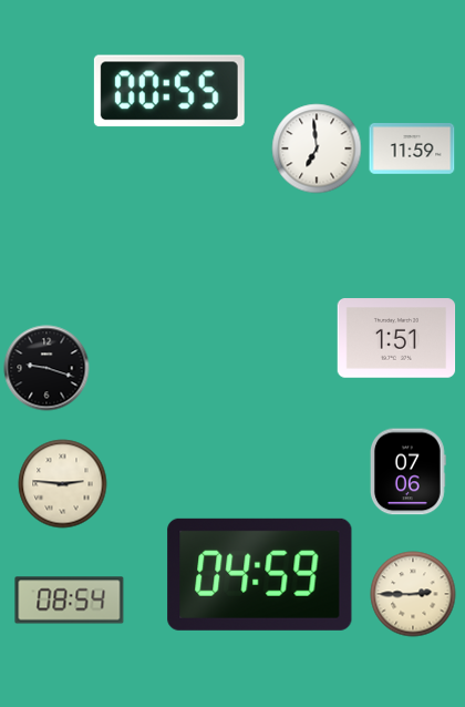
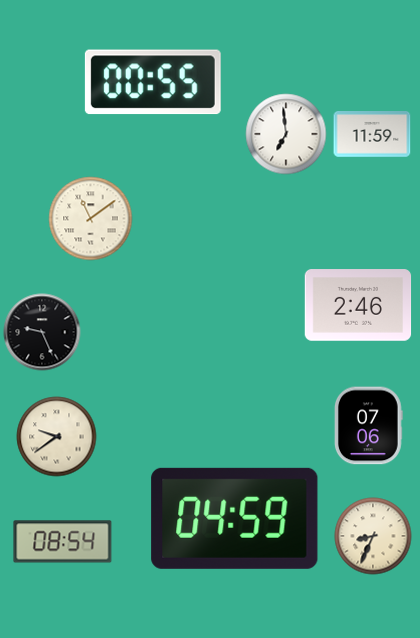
clock at (91, 219): none -> 11:09
clock at (396, 338): 1:51 -> 2:46
clock at (46, 368): 9:18 -> 9:26
clock at (63, 484): 2:46 -> 9:39
clock at (413, 594): 2:45 -> 8:34
